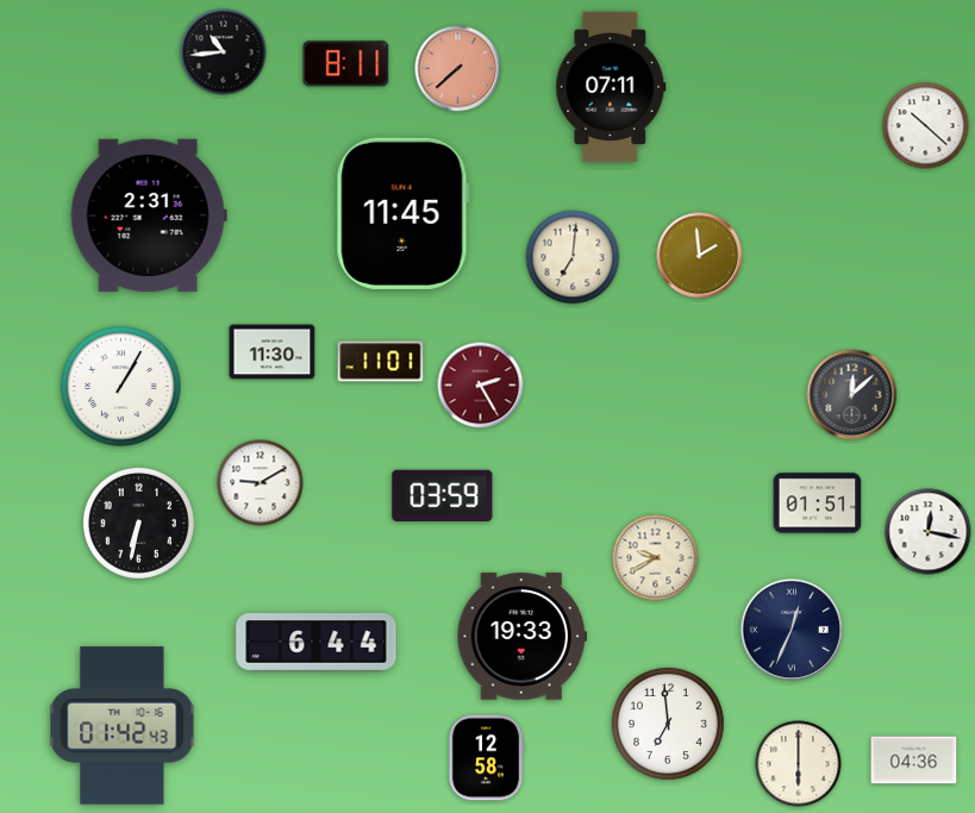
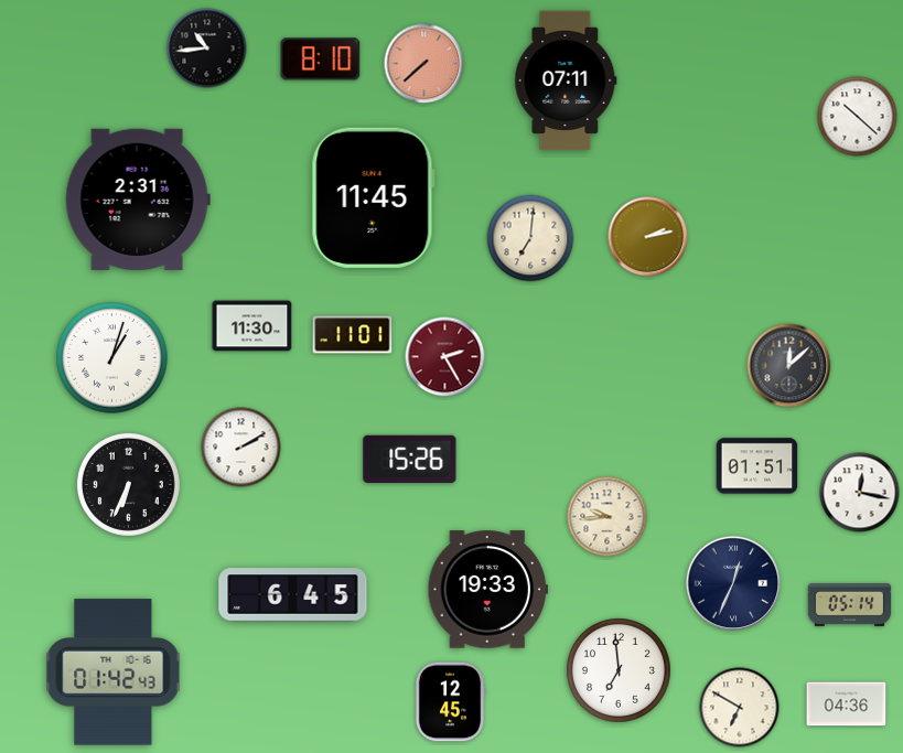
clock at (346, 64): 8:11 -> 8:10
clock at (700, 256): 1:59 -> 2:13
clock at (121, 387): 1:05 -> 1:03
clock at (261, 483): 9:10 -> 2:10
clock at (443, 495): 03:59 -> 15:26
clock at (138, 523): 6:32 -> 6:34
clock at (656, 558): 9:40 -> 9:44
clock at (521, 637) position: (521, 637) -> (487, 590)
clock at (317, 643): 6:44 -> 6:45
clock at (850, 604): none -> 05:14
clock at (486, 758): 12:58 -> 12:45
clock at (799, 764): 6:00 -> 6:50
